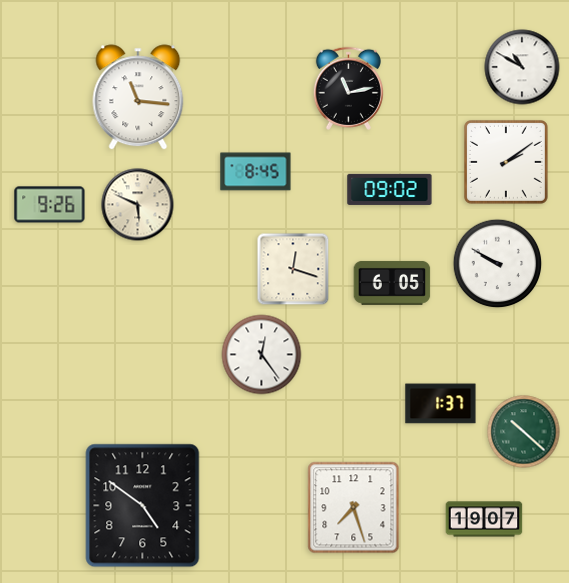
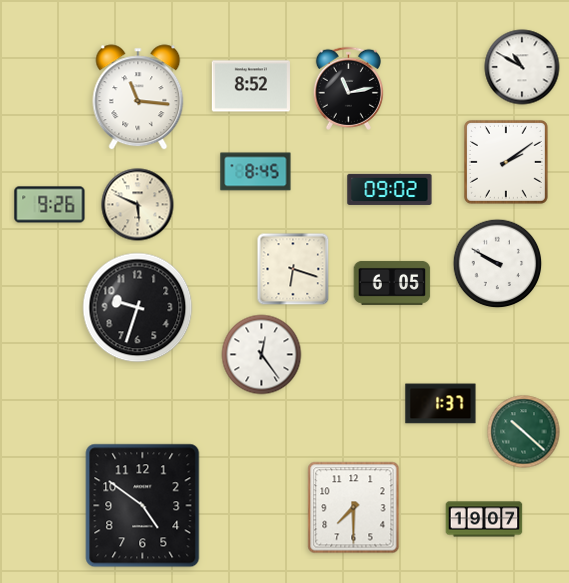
clock at (251, 86): none -> 8:52
clock at (293, 269): 12:18 -> 6:18
clock at (138, 308): none -> 9:33
clock at (354, 508): 7:27 -> 7:30
